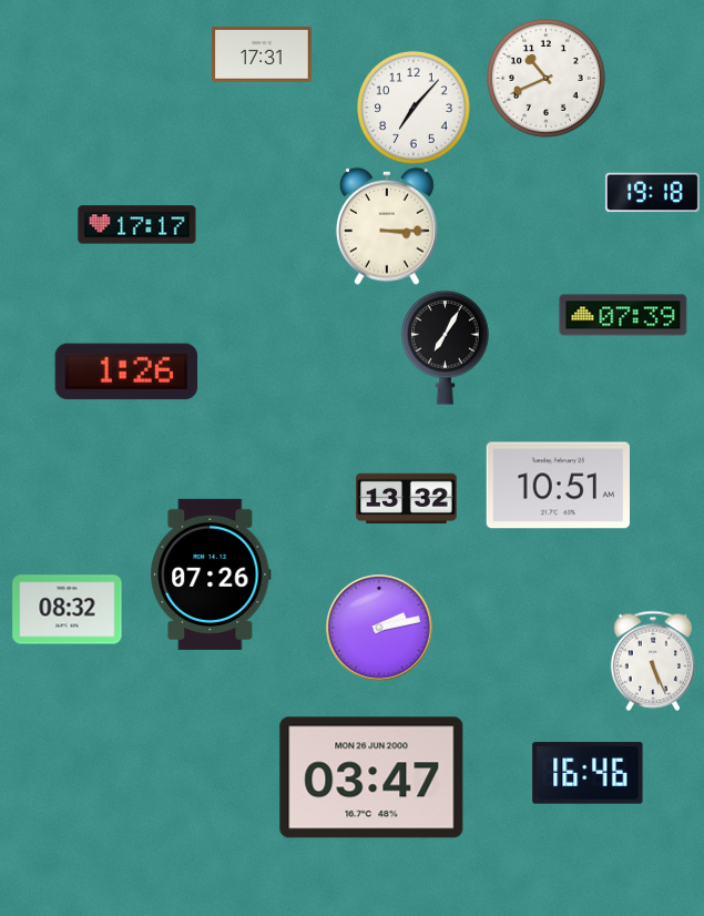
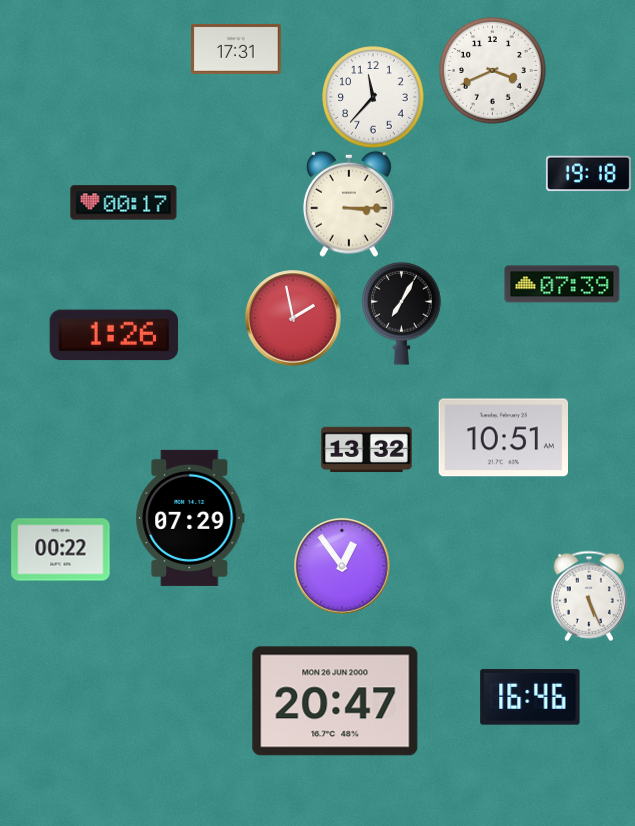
clock at (547, 79): 10:41 -> 3:41
clock at (414, 108): 7:07 -> 11:37
clock at (137, 225): 17:17 -> 00:17
clock at (293, 318): none -> 1:58
clock at (211, 574): 07:26 -> 07:29
clock at (68, 610): 08:32 -> 00:22
clock at (379, 628): 2:13 -> 12:54
clock at (371, 777): 03:47 -> 20:47
